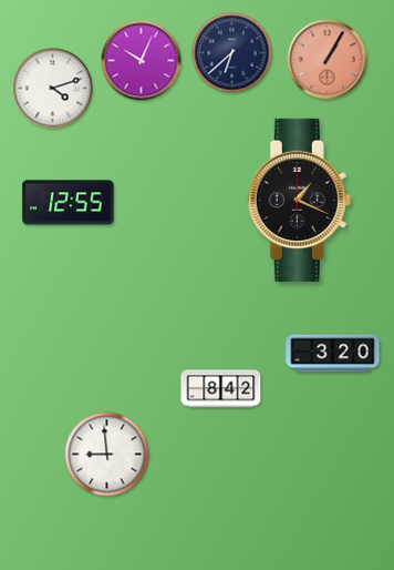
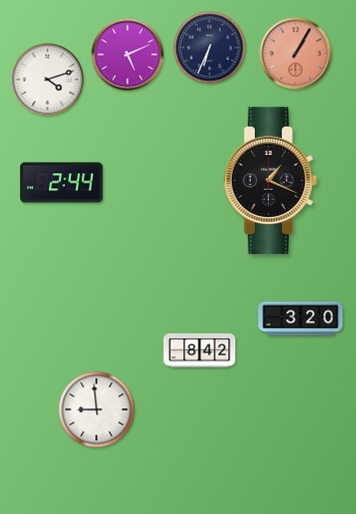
clock at (232, 53): 6:38 -> 6:34
clock at (142, 61): 10:04 -> 5:11
clock at (69, 203): 12:55 -> 2:44
